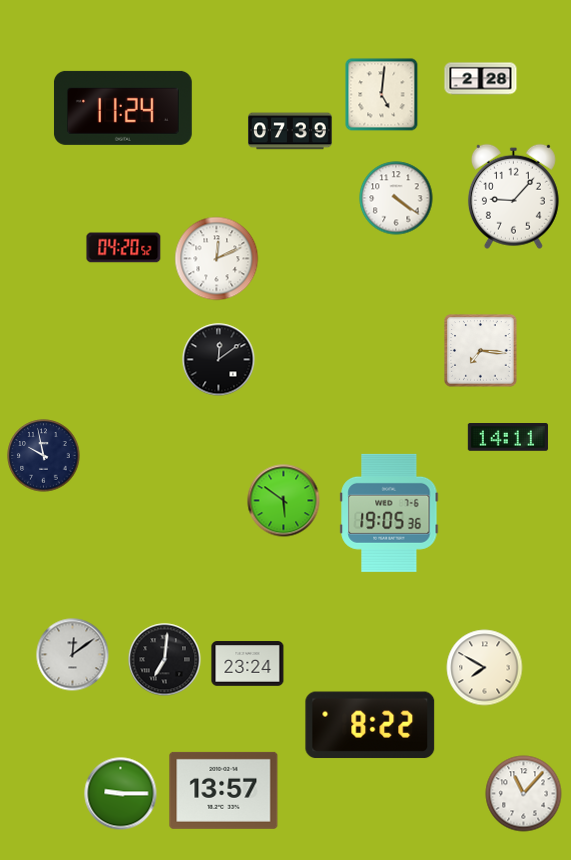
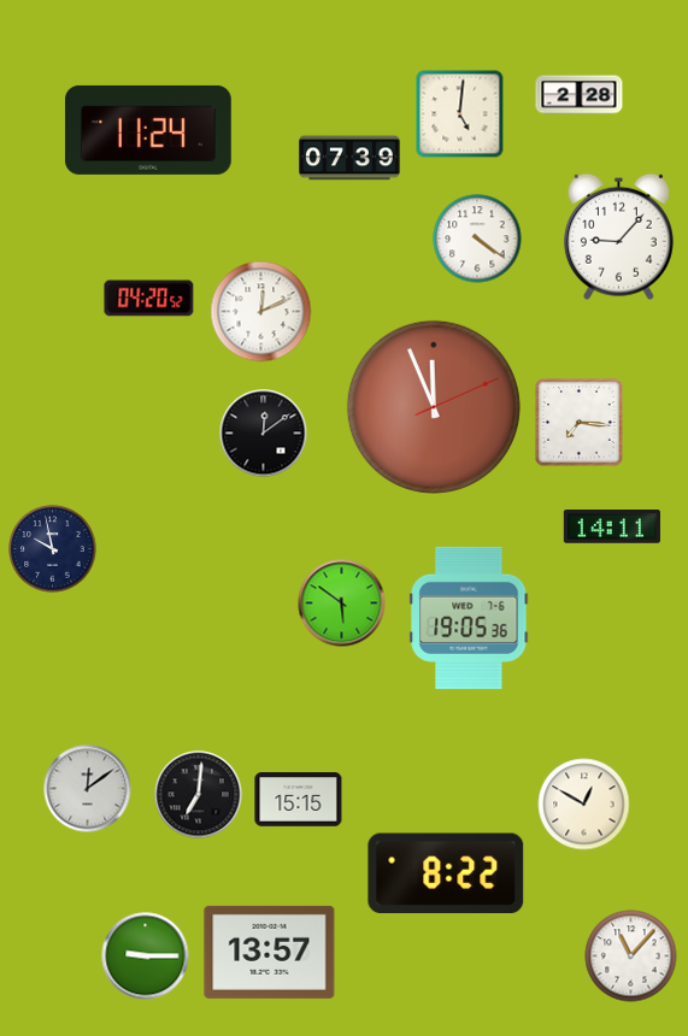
clock at (434, 407): none -> 11:56
clock at (248, 664): 23:24 -> 15:15
clock at (485, 668): 7:50 -> 12:50
